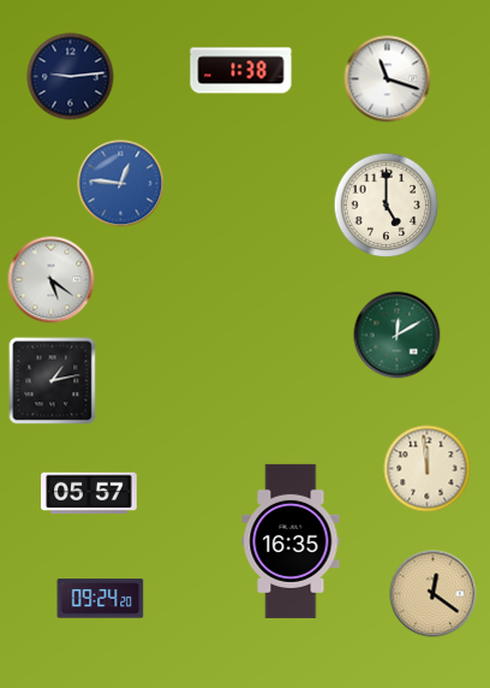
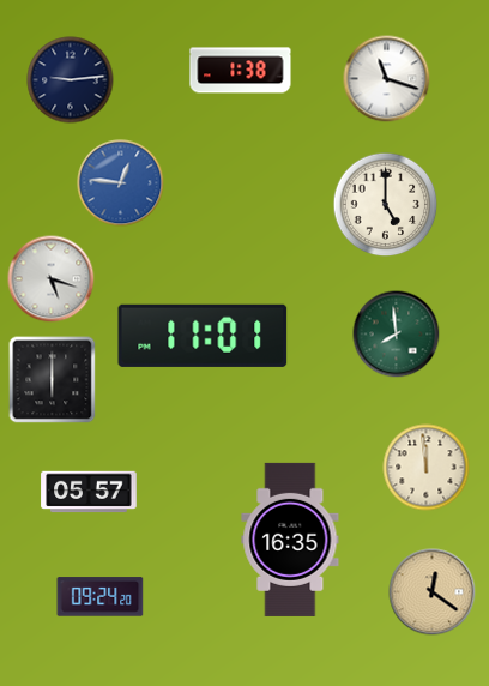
clock at (71, 77) position: (71, 77) -> (71, 80)
clock at (52, 280): 5:21 -> 5:18
clock at (398, 336): 12:10 -> 7:59
clock at (203, 336): none -> 11:01
clock at (53, 381): 1:13 -> 6:00
